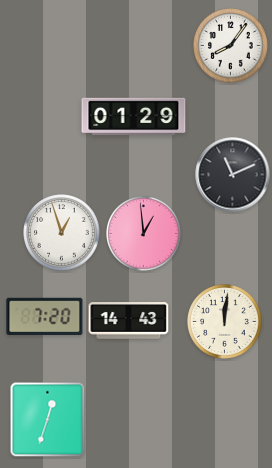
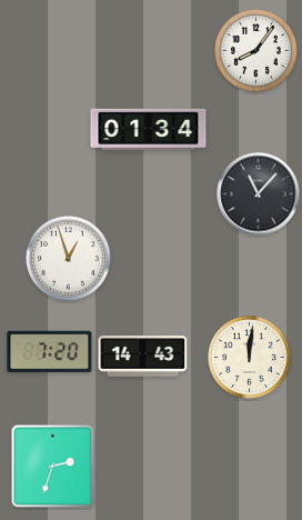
clock at (134, 117): 01:29 -> 01:34
clock at (233, 175): 11:11 -> 11:07
clock at (144, 234): 12:59 -> none
clock at (48, 420): 12:33 -> 2:33
